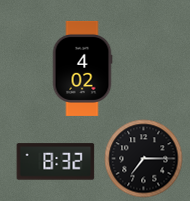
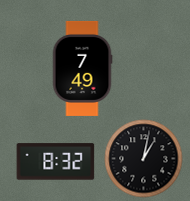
clock at (82, 68): 4:02 -> 7:49
clock at (143, 158): 7:15 -> 1:02
